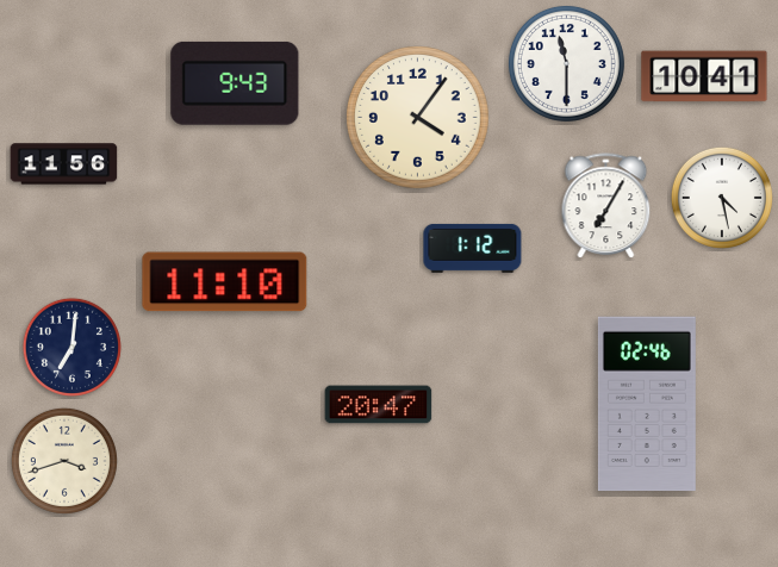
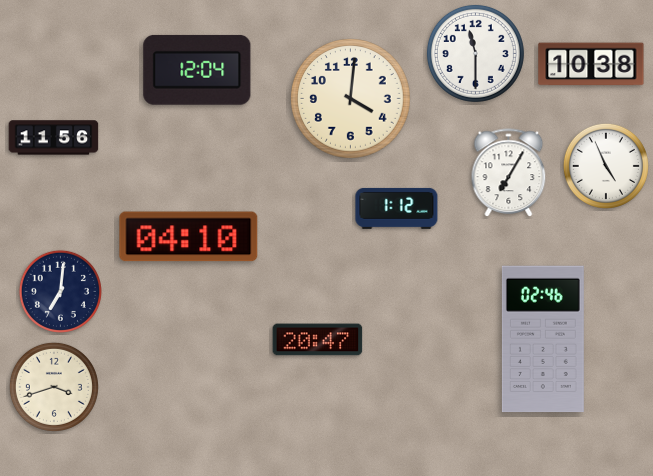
clock at (704, 76): 10:41 -> 10:38
clock at (235, 83): 9:43 -> 12:04
clock at (418, 118): 4:06 -> 4:01
clock at (722, 198): 4:28 -> 4:56
clock at (225, 282): 11:10 -> 04:10
